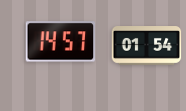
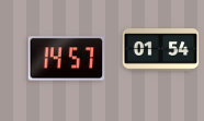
clock at (61, 42) position: (61, 42) -> (67, 59)
